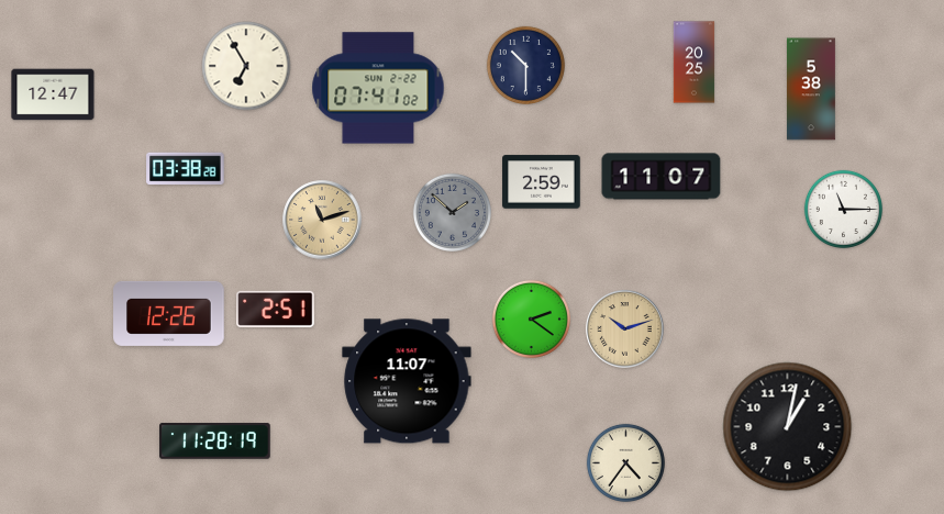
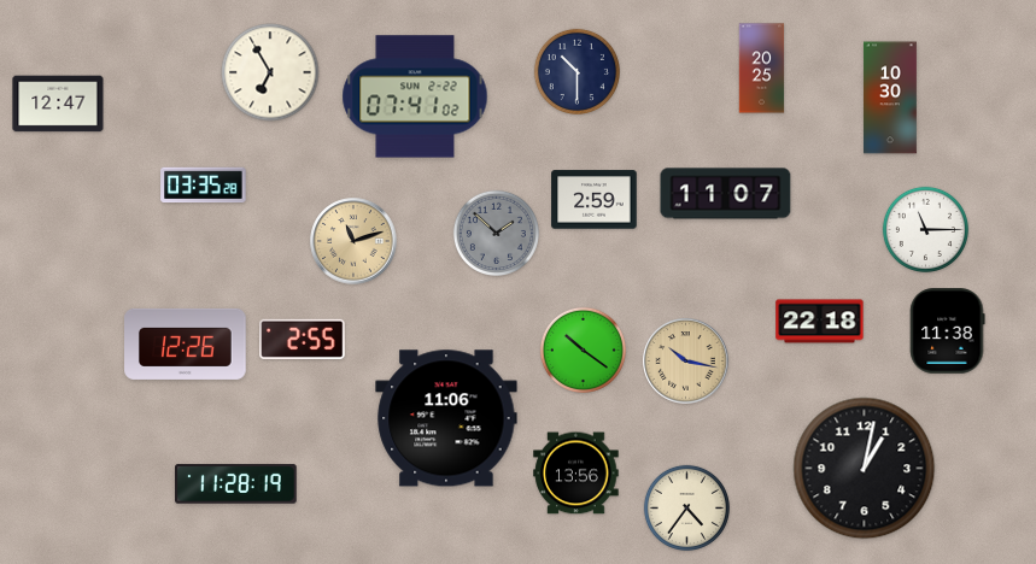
clock at (811, 89): 5:38 -> 10:30
clock at (186, 169): 03:38 -> 03:35
clock at (820, 322): none -> 22:18
clock at (948, 331): none -> 11:38
clock at (276, 309): 2:51 -> 2:55
clock at (531, 319): 2:21 -> 10:21
clock at (625, 329): 10:12 -> 10:17
clock at (407, 381): 11:07 -> 11:06
clock at (576, 474): none -> 13:56
